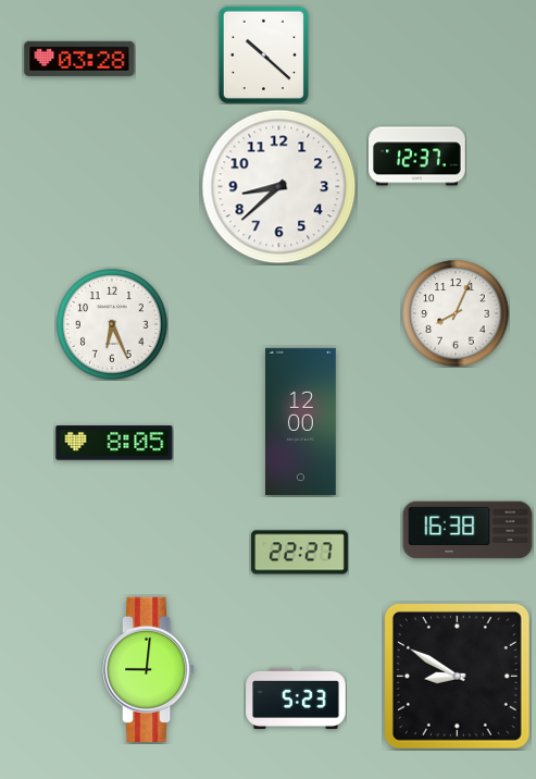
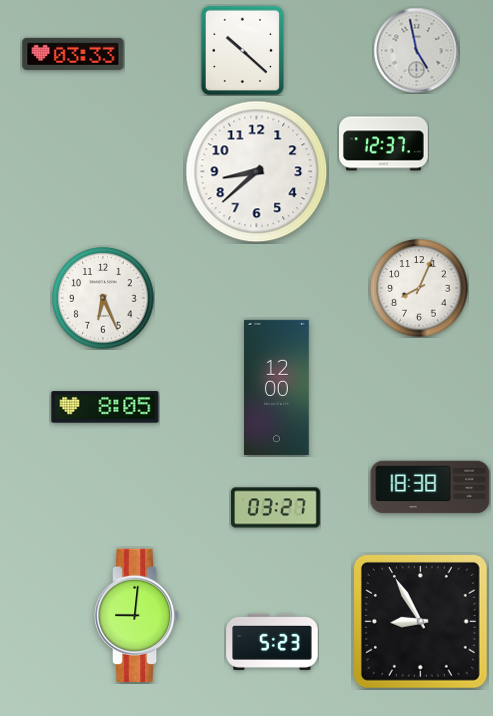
clock at (416, 50): none -> 4:58
clock at (79, 59): 03:28 -> 03:33
clock at (468, 530): 16:38 -> 18:38
clock at (300, 553): 22:27 -> 03:27
clock at (457, 676): 8:50 -> 8:55
